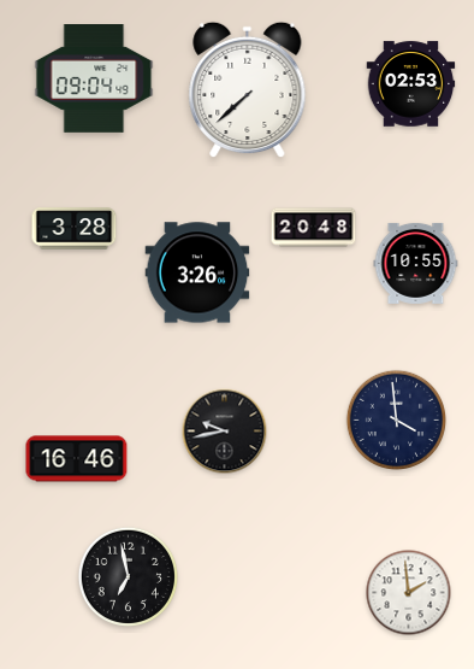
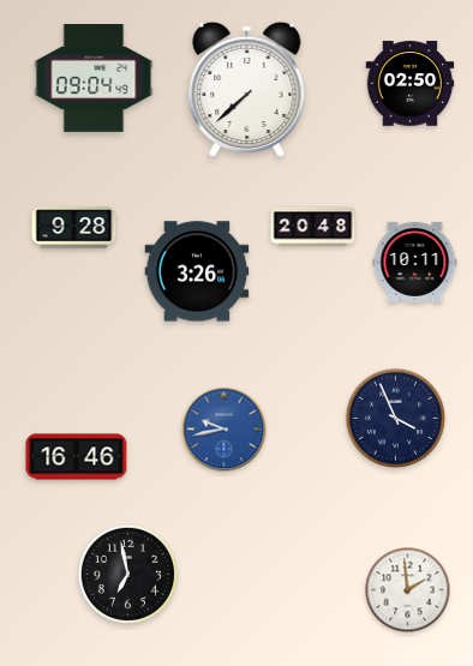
clock at (411, 84): 02:53 -> 02:50
clock at (75, 229): 3:28 -> 9:28
clock at (416, 263): 10:55 -> 10:11
clock at (396, 419): 3:59 -> 3:56
clock at (225, 432) dial: black -> blue
